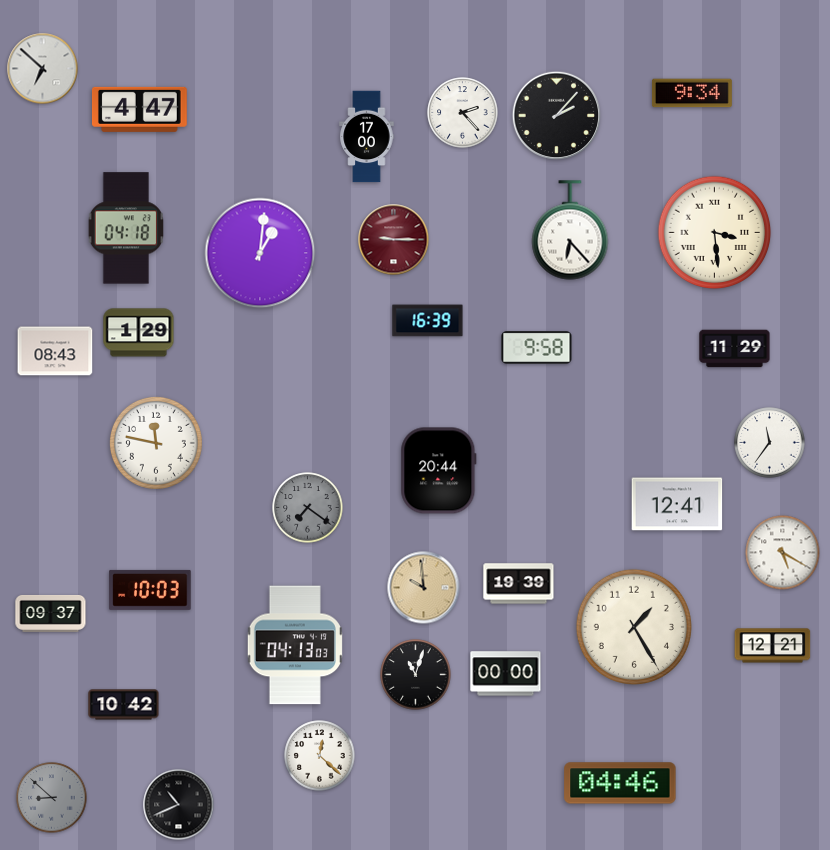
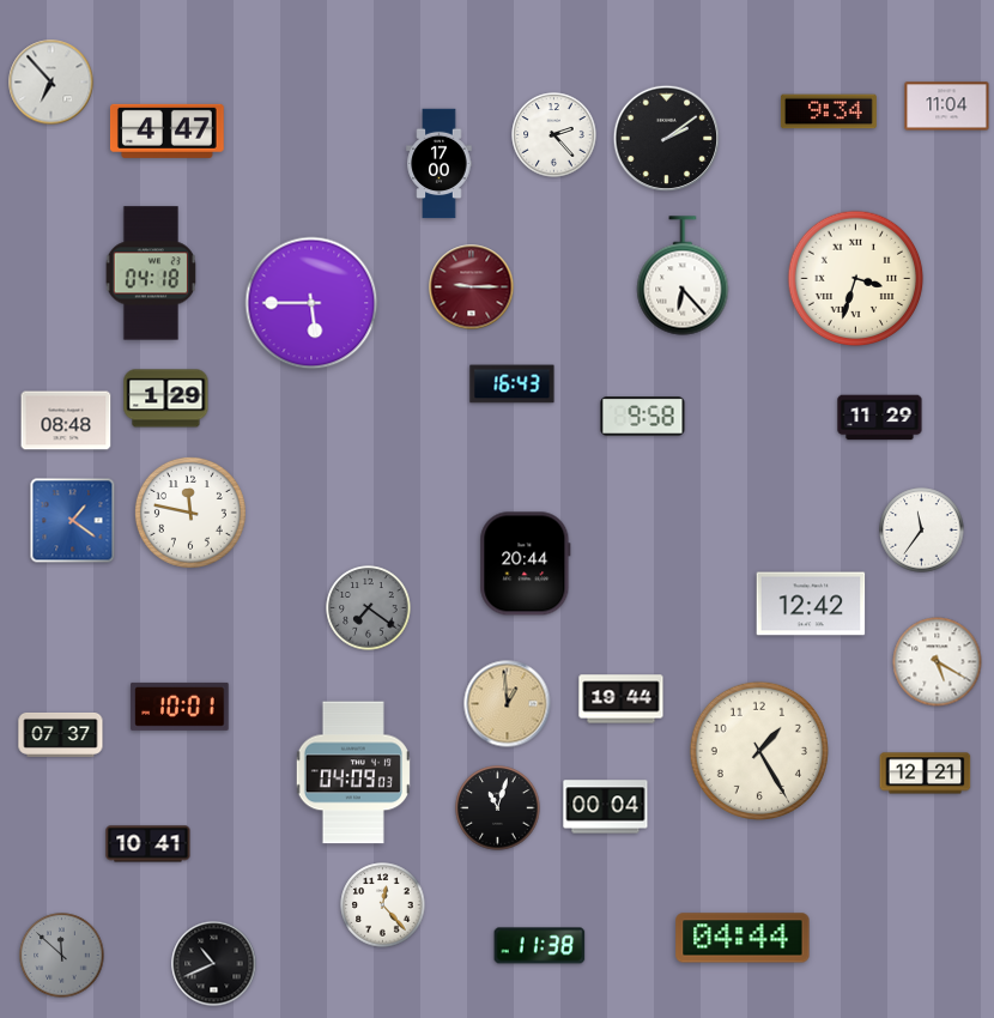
clock at (43, 69): 6:52 -> 6:53
clock at (947, 107): none -> 11:04
clock at (556, 115): 2:07 -> 2:09
clock at (715, 233): 3:29 -> 3:33
clock at (260, 253): 1:01 -> 5:45
clock at (428, 321): 16:39 -> 16:43
clock at (55, 351): 08:43 -> 08:48
clock at (73, 521): none -> 1:21
clock at (156, 443) position: (156, 443) -> (190, 513)
clock at (677, 504): 12:41 -> 12:42
clock at (519, 584): 19:39 -> 19:44
clock at (424, 588): 9:59 -> 12:59
clock at (150, 590): 10:03 -> 10:01
clock at (51, 613): 09:37 -> 07:37
clock at (295, 645): 04:13 -> 04:09
clock at (506, 674): 00:00 -> 00:04
clock at (124, 705): 10:42 -> 10:41
clock at (320, 756): 12:22 -> 12:23
clock at (620, 783): 04:46 -> 04:44
clock at (540, 946): none -> 11:38
clock at (52, 798): 8:52 -> 11:52
